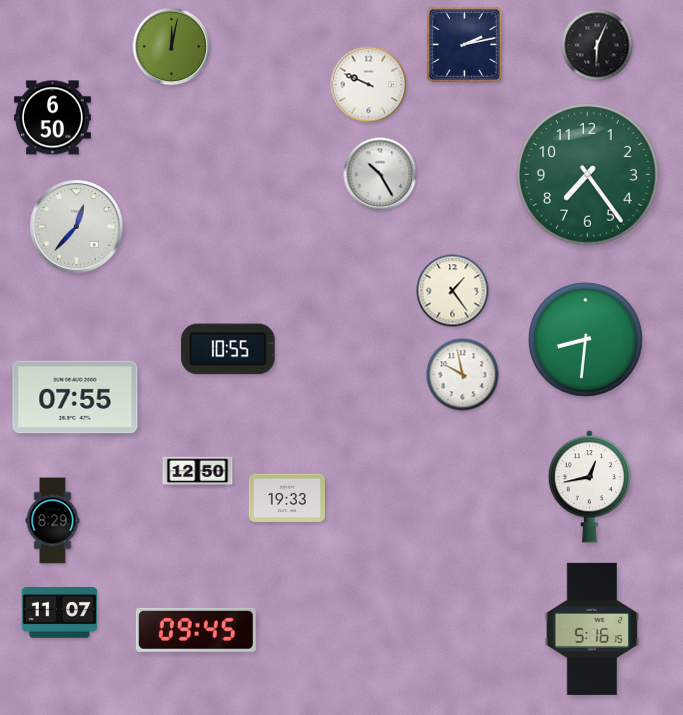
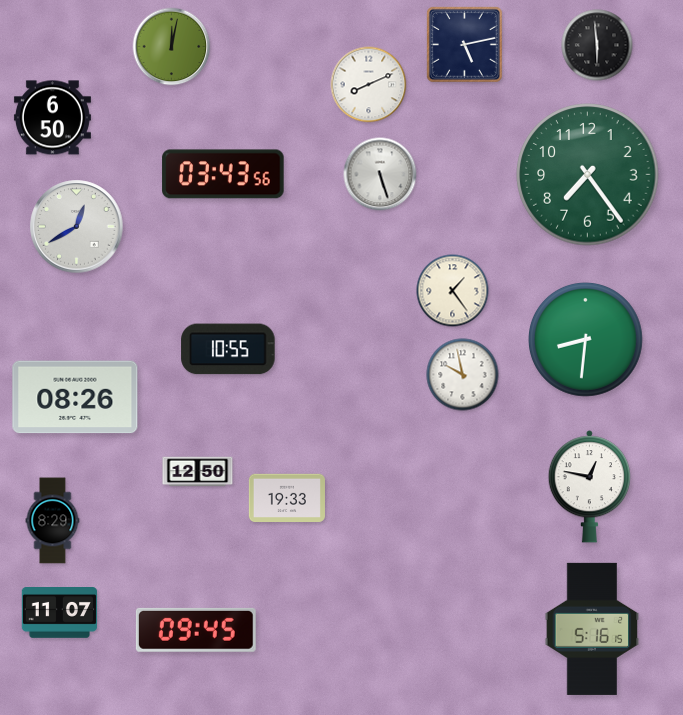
clock at (464, 44): 2:13 -> 5:13
clock at (597, 45): 6:04 -> 5:59
clock at (369, 85): 9:49 -> 8:11
clock at (223, 174): none -> 03:43
clock at (380, 174): 10:25 -> 5:27
clock at (77, 227): 12:37 -> 12:40
clock at (75, 397): 07:55 -> 08:26
clock at (589, 487): 12:43 -> 12:47
